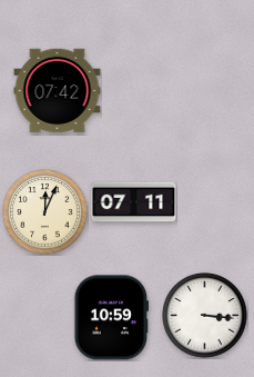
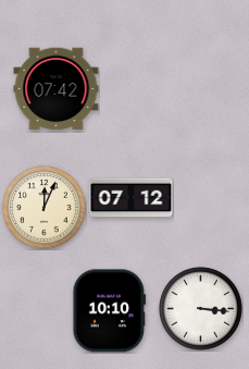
clock at (134, 202): 07:11 -> 07:12
clock at (111, 318): 10:59 -> 10:10
